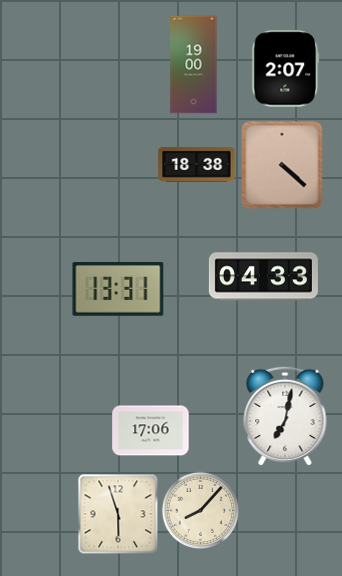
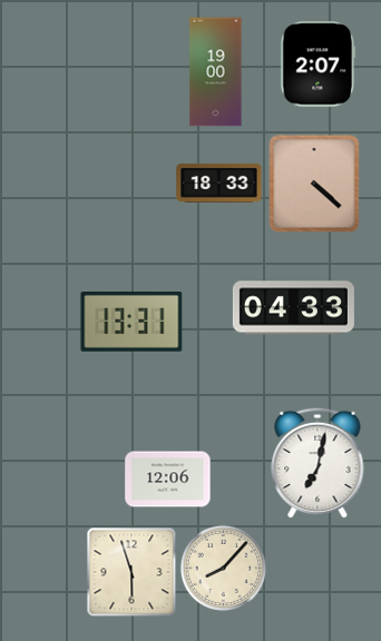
clock at (286, 69) position: (286, 69) -> (319, 65)
clock at (197, 164): 18:38 -> 18:33
clock at (151, 431): 17:06 -> 12:06
